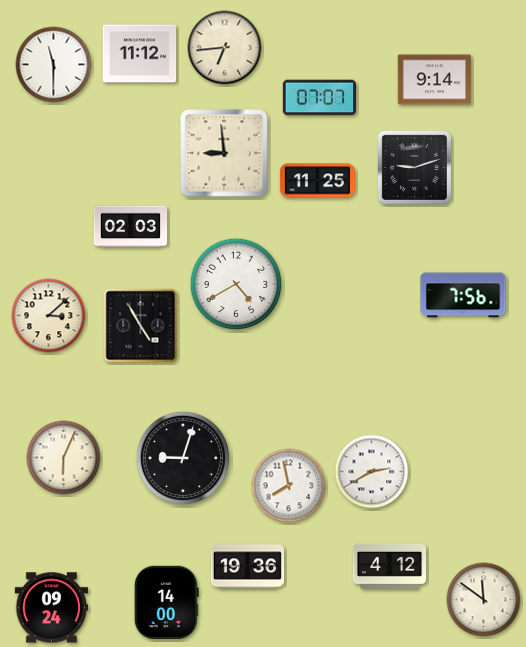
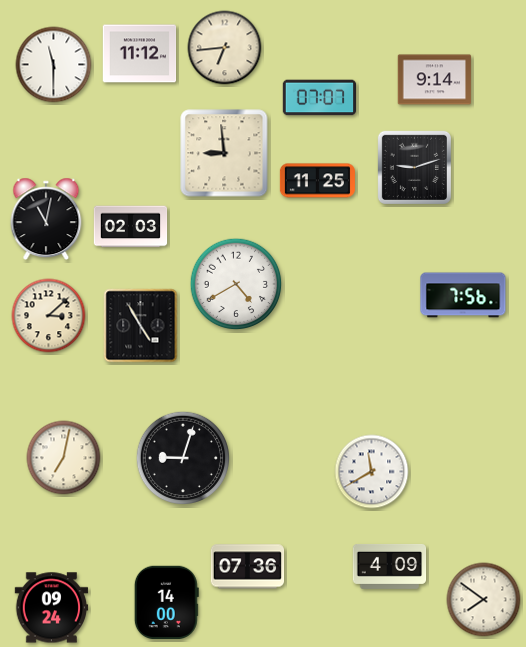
clock at (46, 219): none -> 11:02
clock at (64, 458): 6:04 -> 7:02
clock at (372, 472): 2:40 -> 11:40
clock at (289, 486): 7:58 -> none
clock at (390, 566): 4:12 -> 4:09
clock at (248, 567): 19:36 -> 07:36
clock at (484, 600): 11:51 -> 7:51
